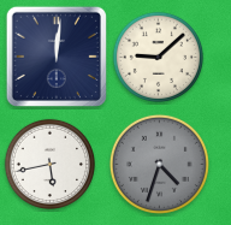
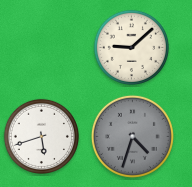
clock at (55, 55): 12:01 -> none
clock at (49, 164): 5:43 -> 5:42
